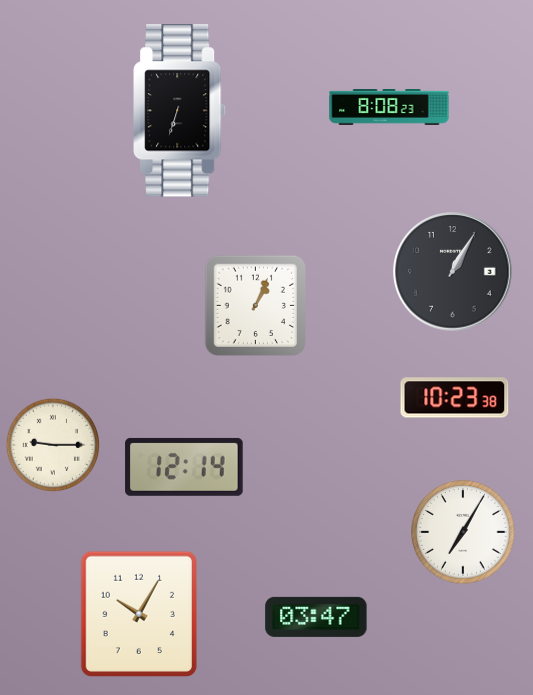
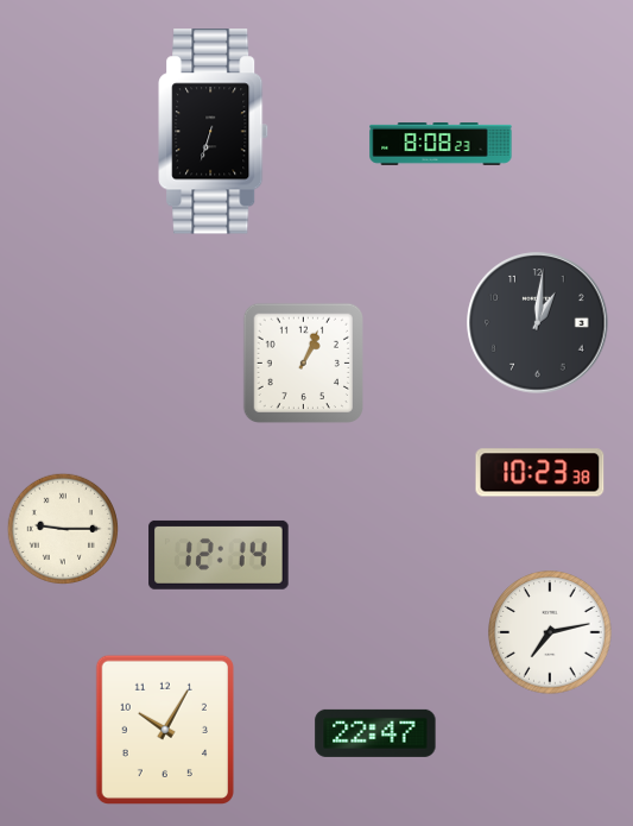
clock at (389, 108) position: (389, 108) -> (441, 145)
clock at (453, 272): 1:05 -> 1:01
clock at (463, 532): 7:05 -> 7:13
clock at (316, 617): 03:47 -> 22:47
